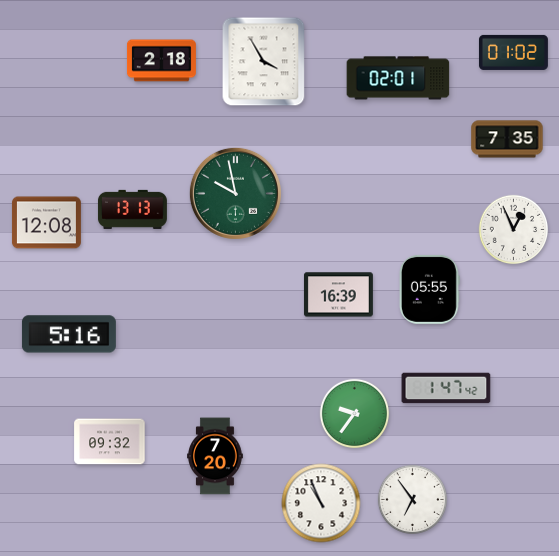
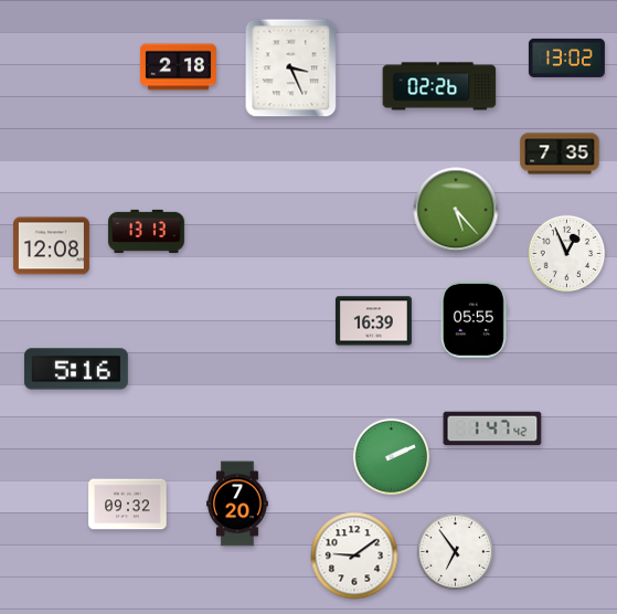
clock at (513, 52): 01:02 -> 13:02
clock at (264, 62): 3:55 -> 3:26
clock at (398, 78): 02:01 -> 02:26
clock at (456, 210): none -> 5:23
clock at (235, 193): 9:58 -> none
clock at (338, 295) position: (338, 295) -> (373, 321)
clock at (355, 414): 9:36 -> 2:11
clock at (110, 442) position: (110, 442) -> (128, 505)
clock at (321, 503): 10:56 -> 9:09
